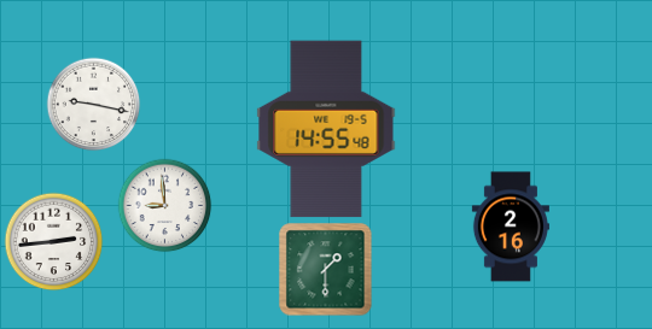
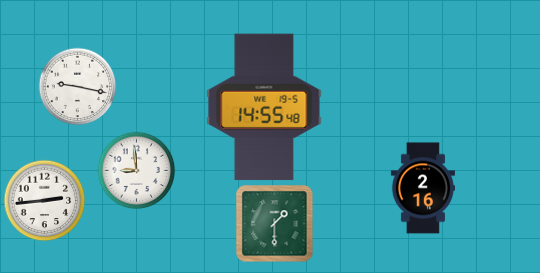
clock at (326, 129) position: (326, 129) -> (264, 107)
clock at (325, 269) position: (325, 269) -> (274, 223)
